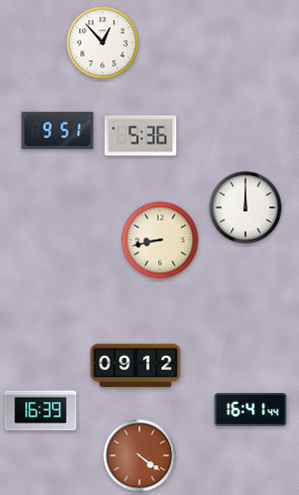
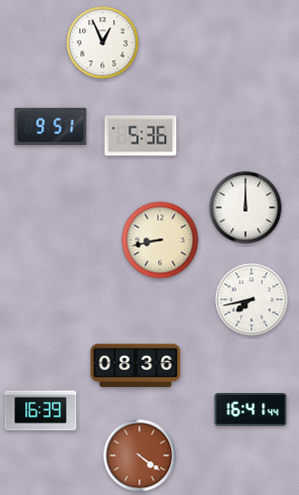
clock at (103, 43): 12:53 -> 12:56
clock at (58, 130) position: (58, 130) -> (51, 126)
clock at (252, 300): none -> 7:43
clock at (136, 366): 09:12 -> 08:36
